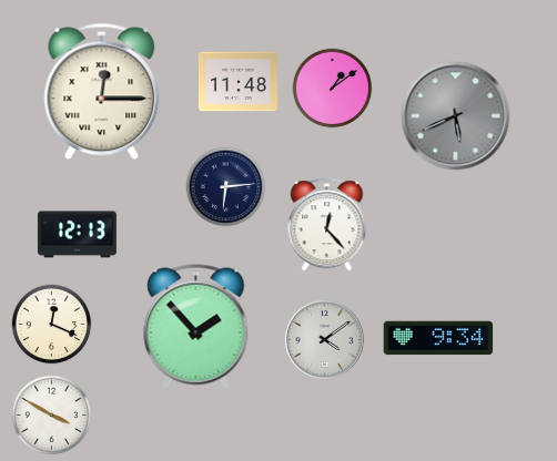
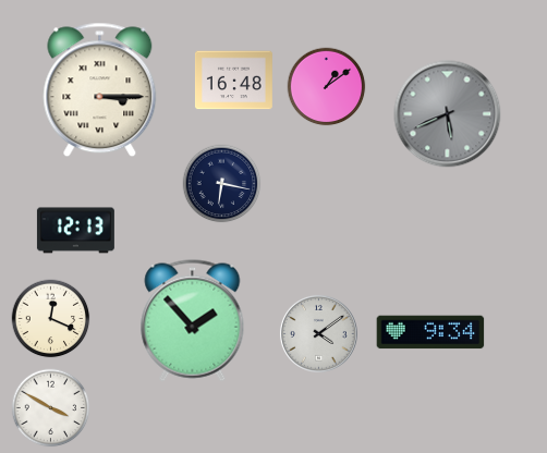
clock at (237, 82): 11:48 -> 16:48
clock at (102, 92): 12:15 -> 3:15
clock at (226, 187): 6:14 -> 6:17
clock at (327, 225): 12:23 -> none
